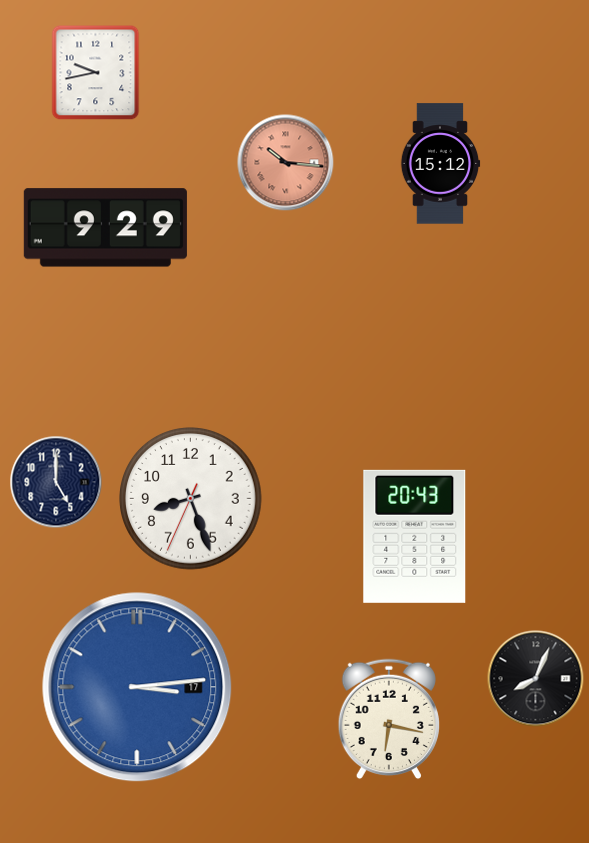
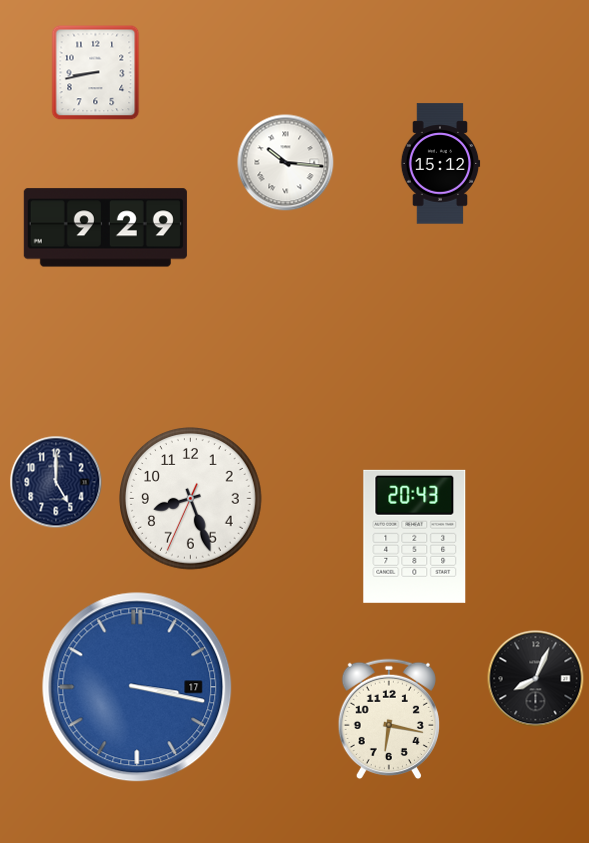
clock at (96, 73): 9:43 -> 8:43
clock at (286, 163) dial: salmon -> white
clock at (137, 687): 3:14 -> 3:17
